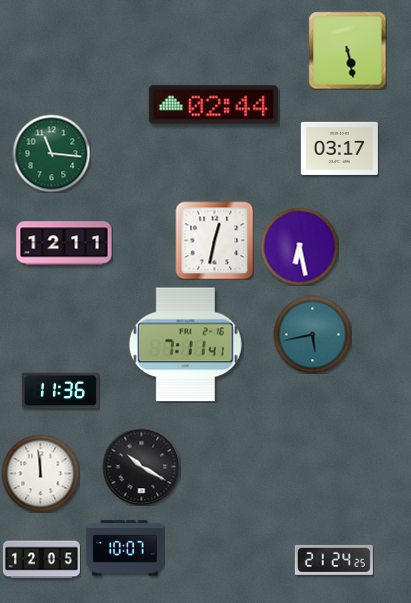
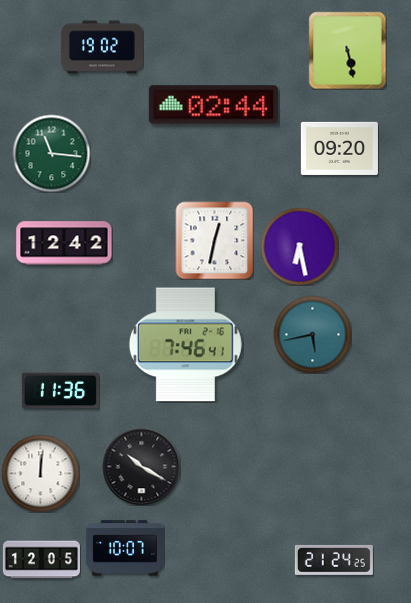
clock at (102, 47): none -> 19:02
clock at (339, 148): 03:17 -> 09:20
clock at (64, 243): 12:11 -> 12:42
clock at (185, 345): 7:11 -> 7:46
clock at (40, 473): 11:59 -> 12:01
